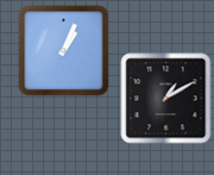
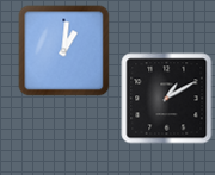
clock at (64, 51): 1:04 -> 1:01
